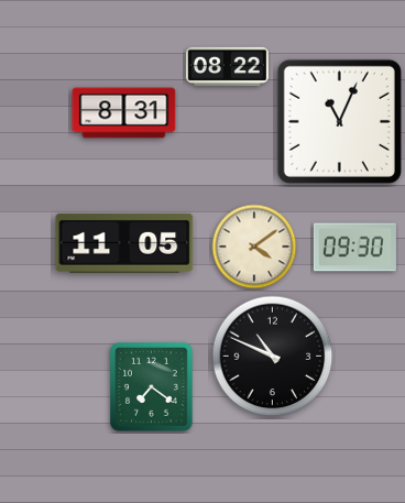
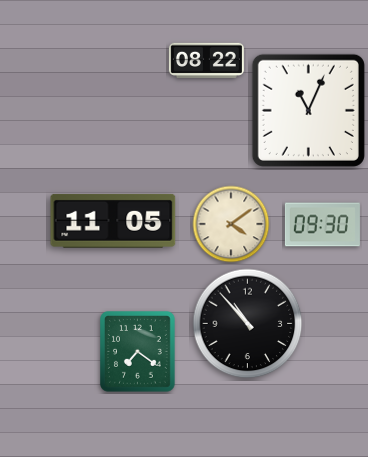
clock at (124, 113): 8:31 -> none
clock at (273, 357): 10:49 -> 10:53
